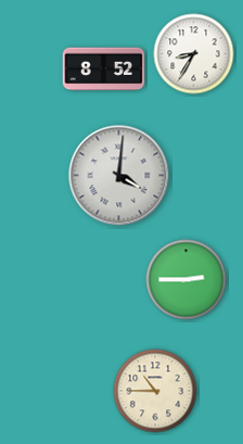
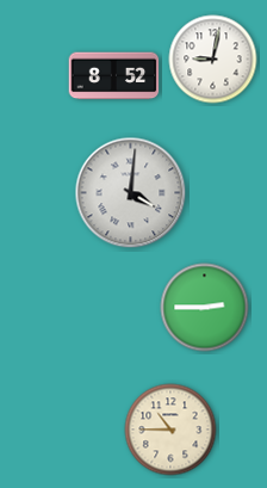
clock at (194, 54): 8:35 -> 9:02
